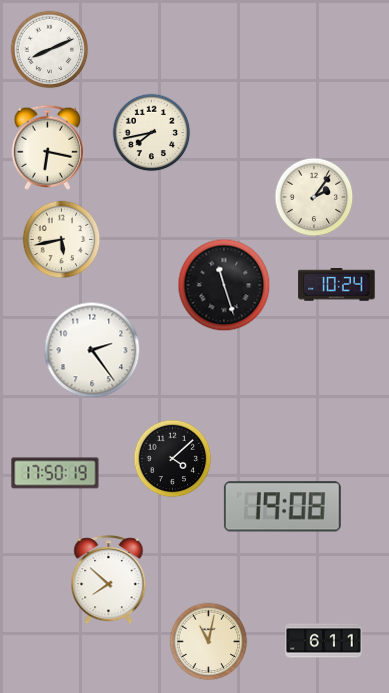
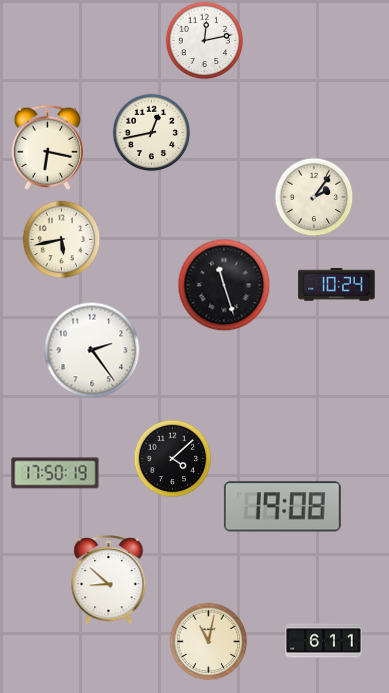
clock at (204, 40): none -> 12:13
clock at (49, 49): 8:11 -> none
clock at (151, 132): 7:43 -> 12:43
clock at (109, 580): 7:52 -> 8:52
